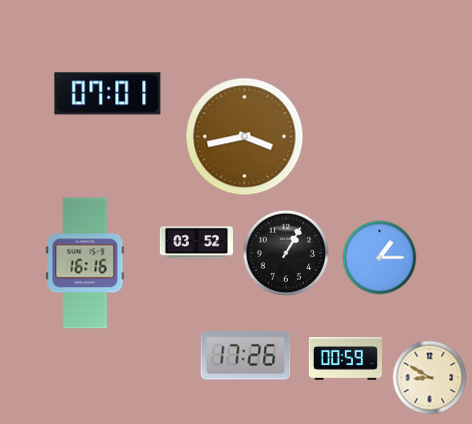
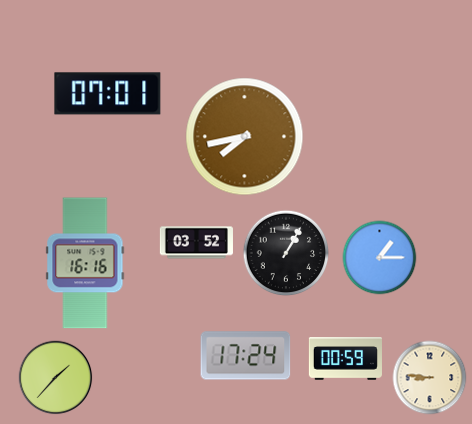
clock at (245, 137): 3:43 -> 7:43
clock at (246, 356): 17:26 -> 17:24
clock at (56, 378): none -> 1:37
clock at (430, 378): 8:50 -> 8:46
